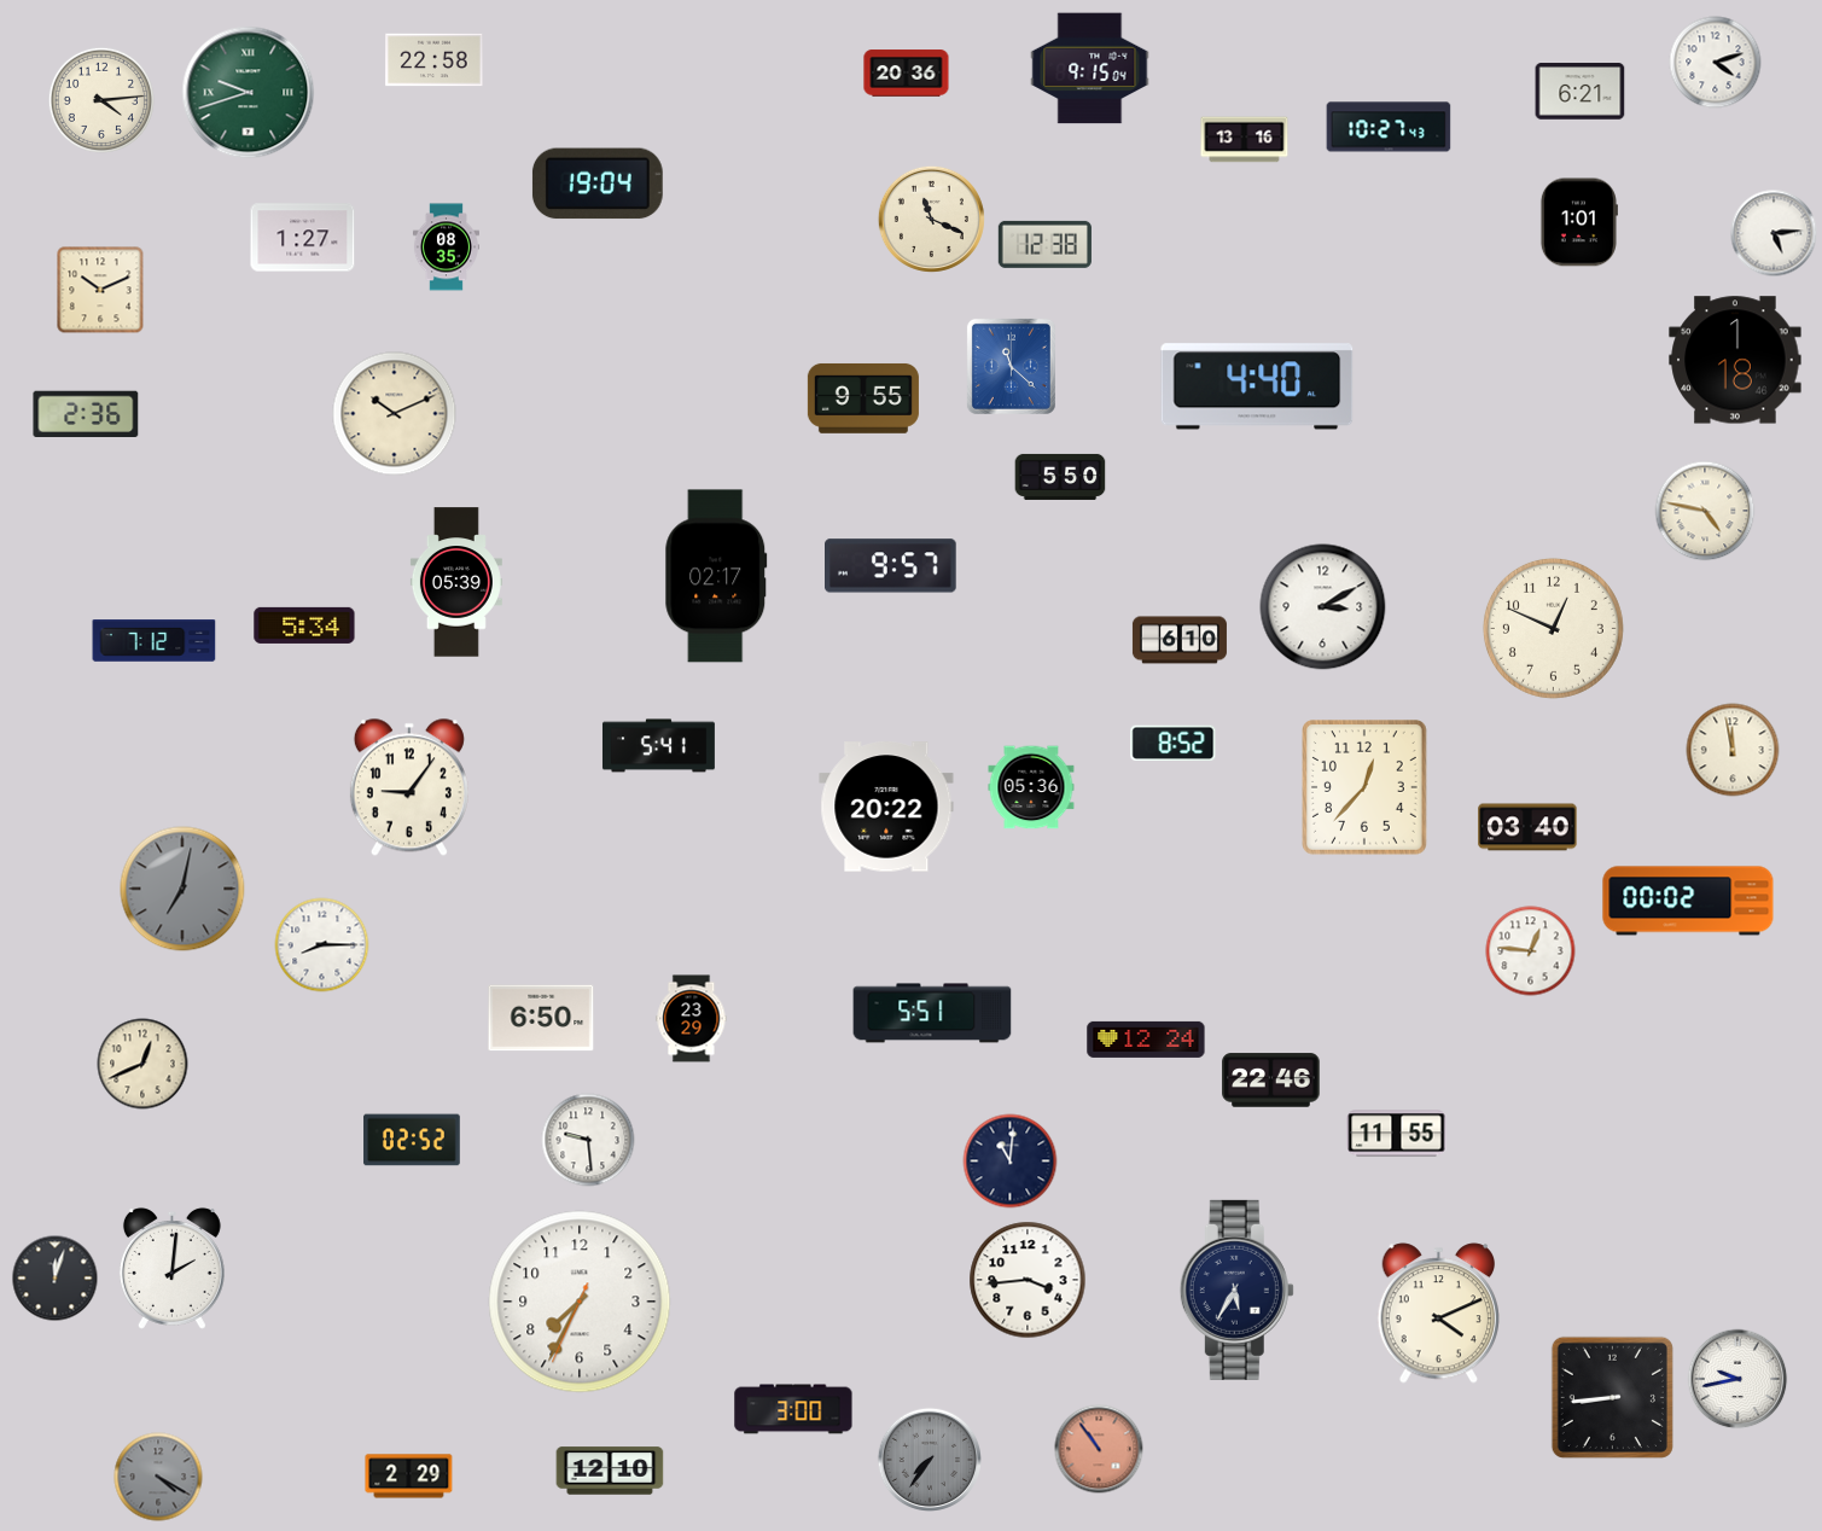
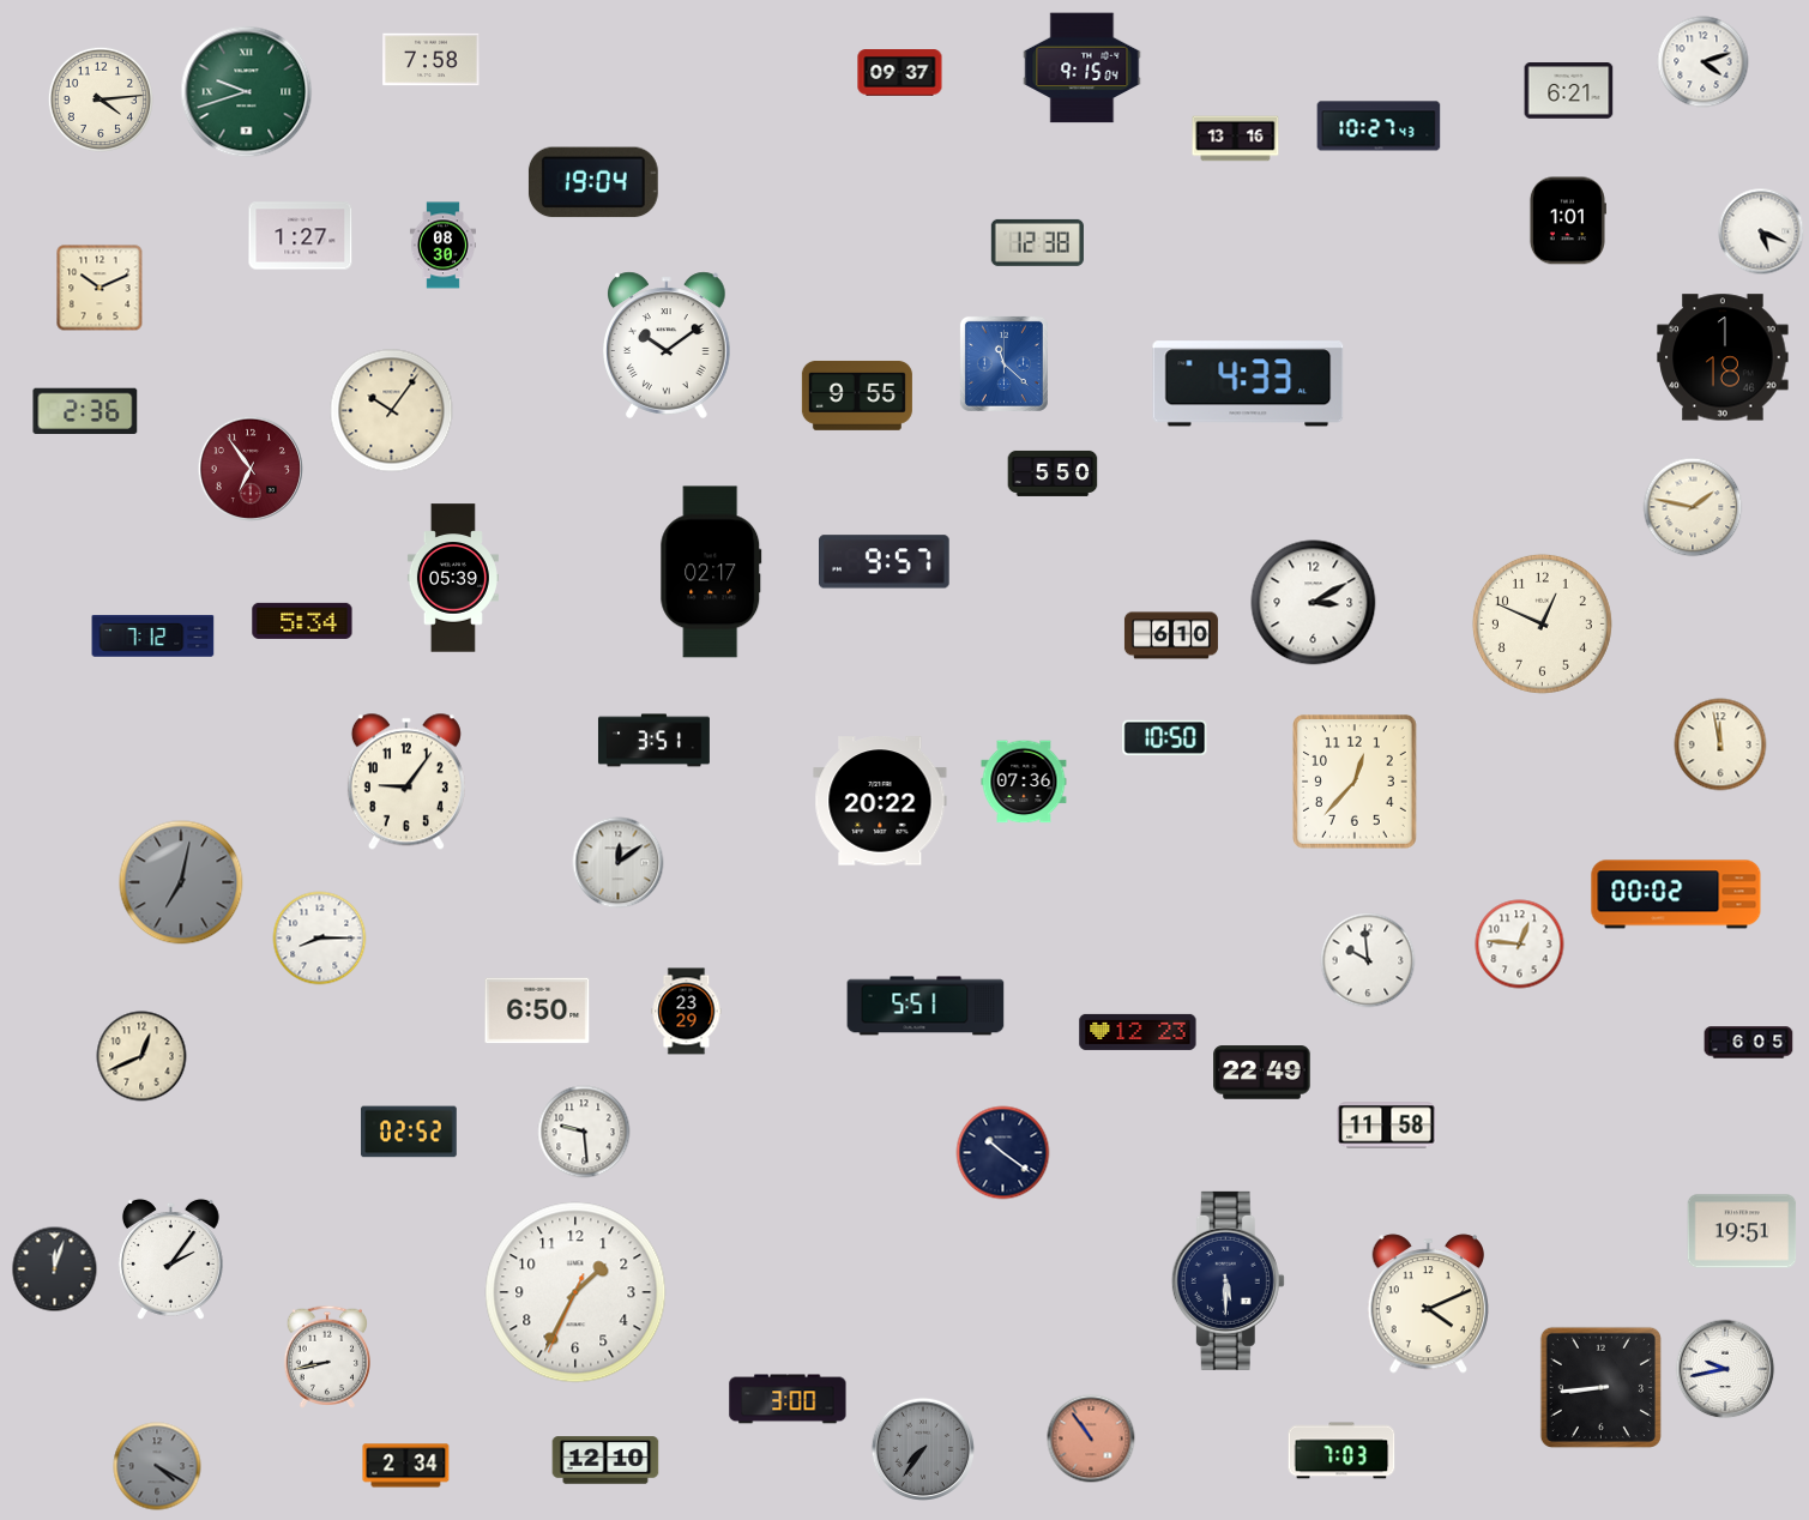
clock at (435, 60): 22:58 -> 7:58
clock at (907, 74): 20:36 -> 09:37
clock at (931, 219): 11:19 -> none
clock at (1774, 233): 5:14 -> 5:19
clock at (446, 248): 08:35 -> 08:30
clock at (668, 345): none -> 10:09
clock at (1257, 386): 4:40 -> 4:33
clock at (395, 414): 10:11 -> 10:06
clock at (251, 469): none -> 6:54
clock at (1705, 511): 4:47 -> 1:47
clock at (1174, 743): 8:52 -> 10:50
clock at (658, 746): 5:41 -> 3:51
clock at (1031, 787): 05:36 -> 07:36
clock at (1527, 827): 03:40 -> none
clock at (619, 863): none -> 12:09
clock at (1368, 960): none -> 9:59
clock at (1146, 1040): 12:24 -> 12:23
clock at (1749, 1043): none -> 6:05
clock at (1271, 1081): 22:46 -> 22:49
clock at (1397, 1134): 11:55 -> 11:58
clock at (1011, 1162): 11:01 -> 10:21
clock at (1742, 1231): none -> 19:51
clock at (171, 1268): 2:01 -> 2:06
clock at (1028, 1280): 3:44 -> none
clock at (1236, 1290): 5:35 -> 5:30
clock at (580, 1302): 7:34 -> 1:34
clock at (326, 1357): none -> 8:43
clock at (1341, 1450): none -> 7:03
clock at (409, 1477): 2:29 -> 2:34
